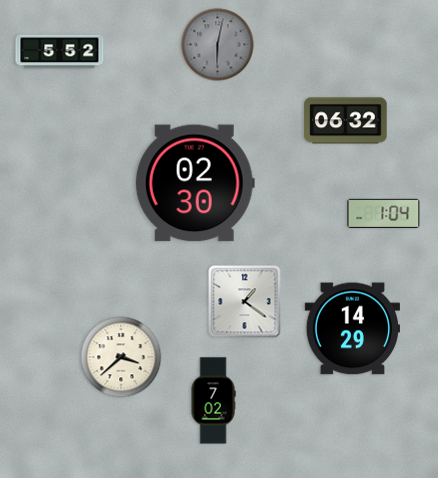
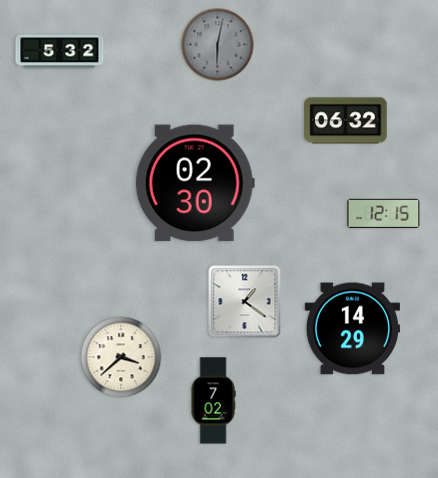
clock at (60, 52): 5:52 -> 5:32
clock at (384, 213): 1:04 -> 12:15
